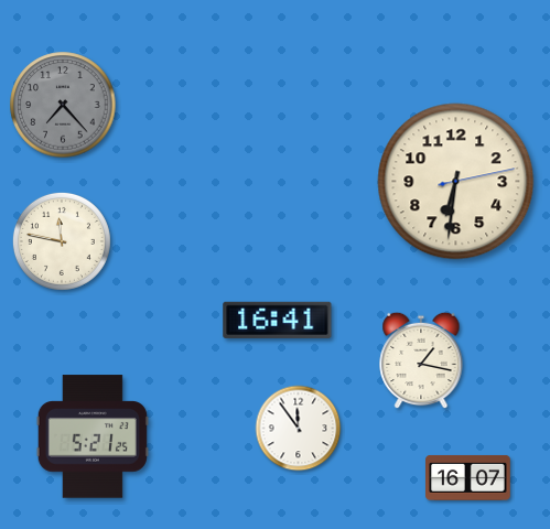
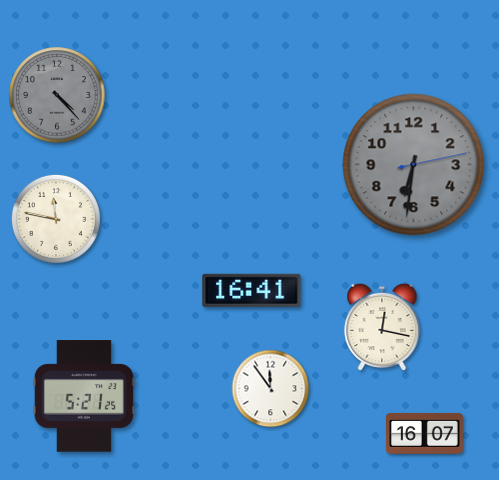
clock at (63, 105): 7:23 -> 4:23
clock at (456, 182) dial: cream -> grey
clock at (421, 360): 1:17 -> 12:17
